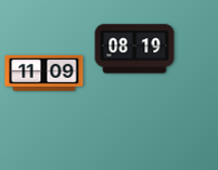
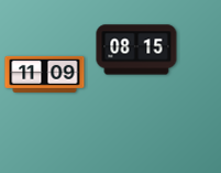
clock at (134, 49): 08:19 -> 08:15
